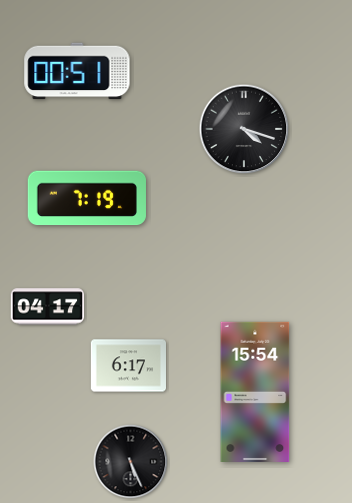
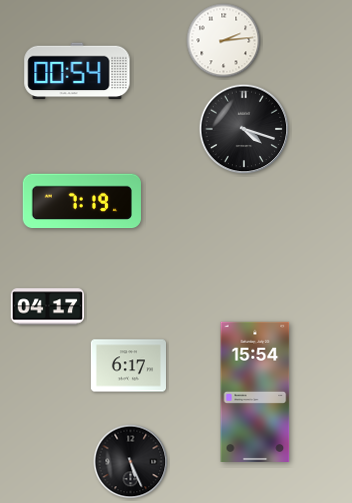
clock at (224, 41): none -> 2:14
clock at (77, 71): 00:51 -> 00:54
clock at (87, 198) position: (87, 198) -> (82, 201)
